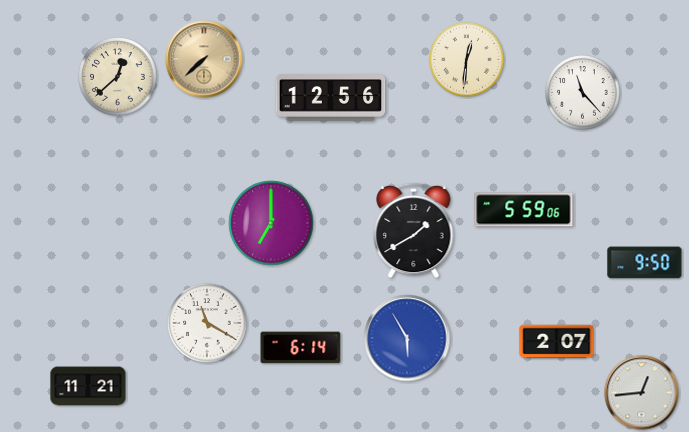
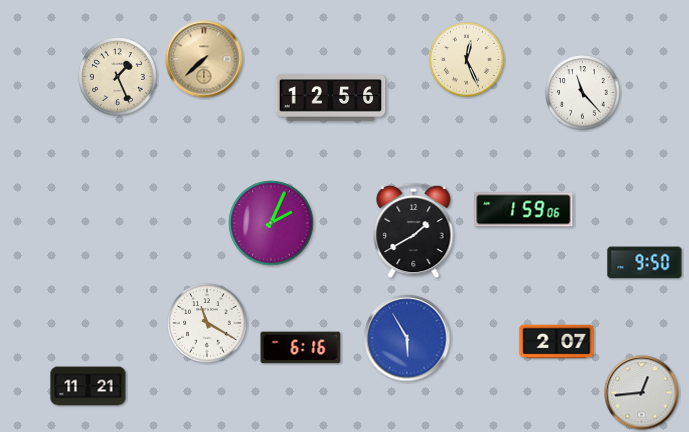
clock at (467, 60): 12:31 -> 12:26
clock at (118, 77): 12:38 -> 1:26
clock at (524, 210): 5:59 -> 1:59
clock at (271, 223): 7:00 -> 2:04
clock at (301, 348): 6:14 -> 6:16
